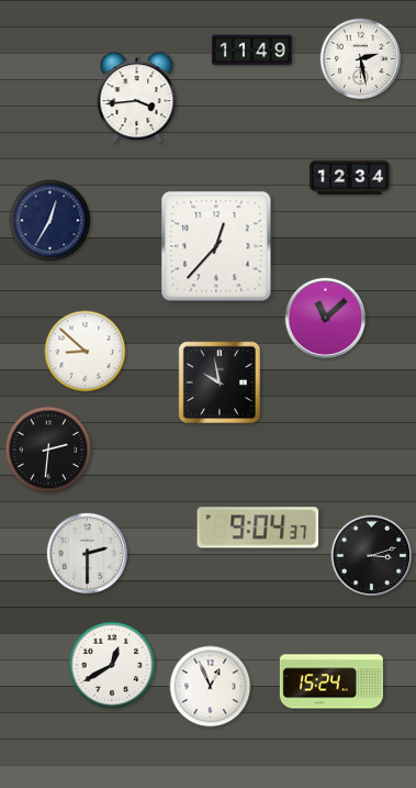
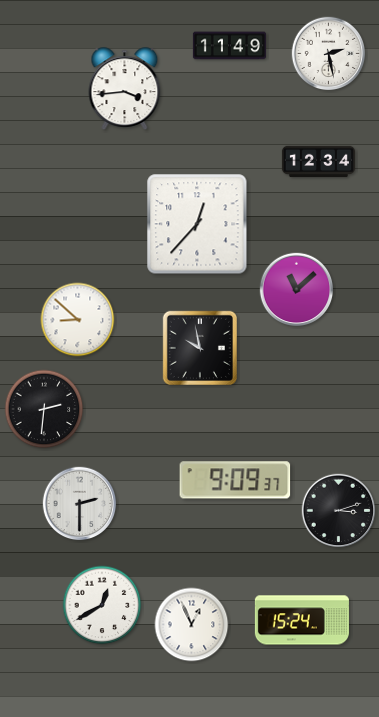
clock at (50, 221): 12:35 -> none
clock at (258, 528): 9:04 -> 9:09
clock at (372, 556) position: (372, 556) -> (339, 511)
